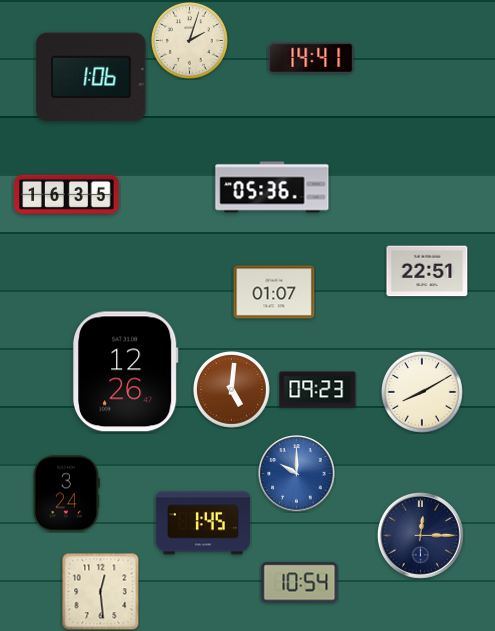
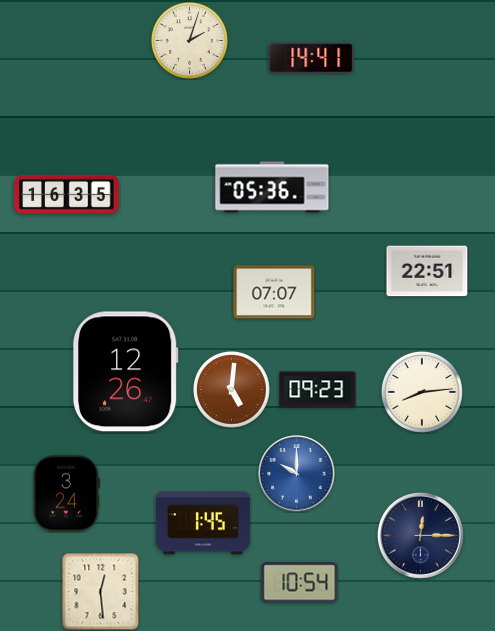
clock at (91, 77): 1:06 -> none
clock at (274, 292): 01:07 -> 07:07
clock at (422, 392): 8:10 -> 8:14
